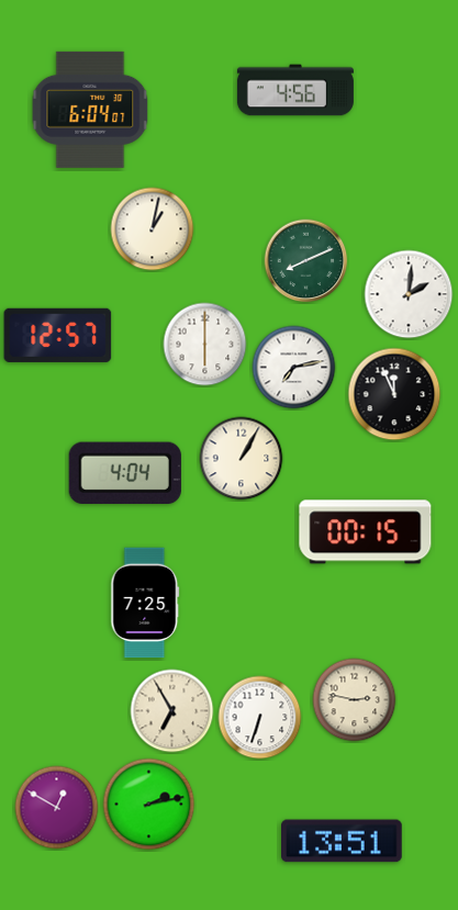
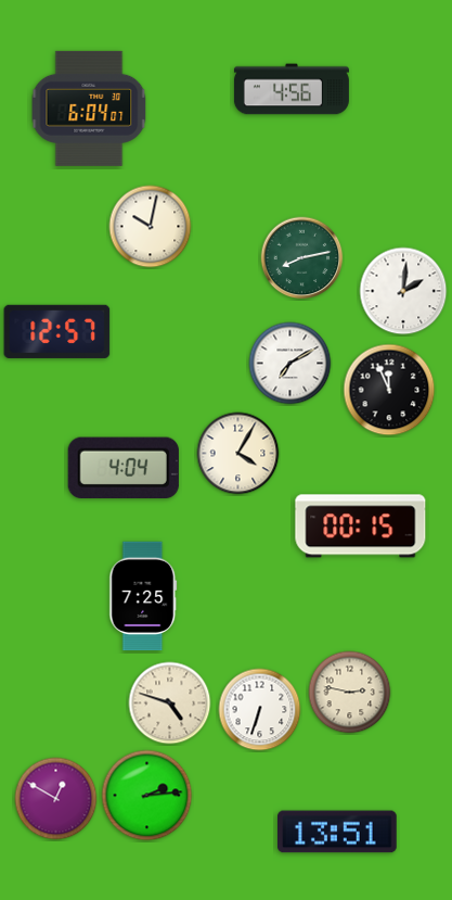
clock at (153, 229): 1:02 -> 10:02
clock at (306, 261): 8:11 -> 8:13
clock at (205, 345): 6:00 -> none
clock at (294, 368): 7:13 -> 7:10
clock at (242, 459): 1:05 -> 4:05
clock at (172, 711): 6:55 -> 4:48
clock at (260, 718) position: (260, 718) -> (260, 710)
clock at (149, 805): 2:13 -> 2:14
